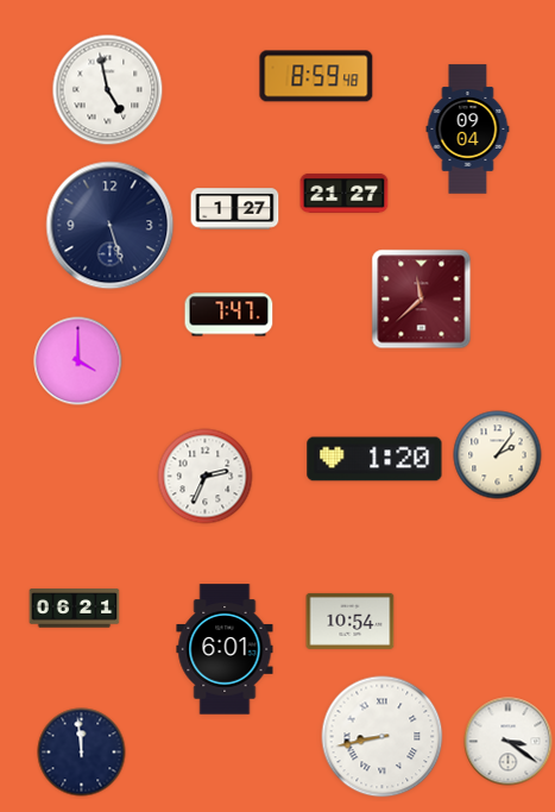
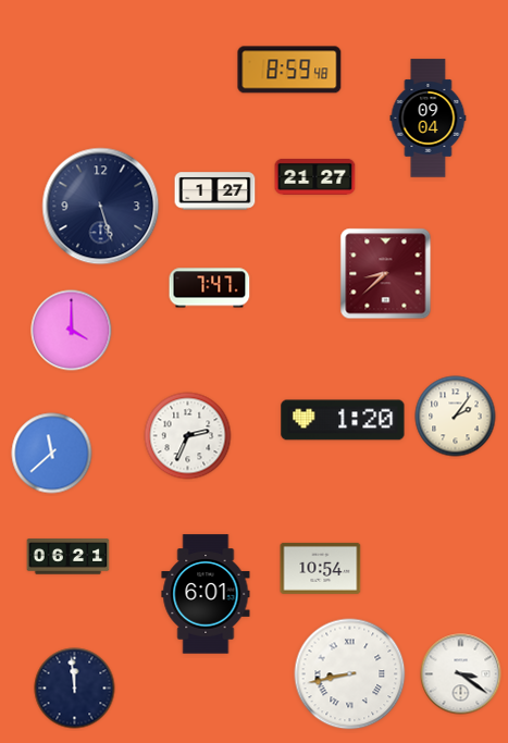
clock at (108, 90): 4:58 -> none
clock at (422, 300): 11:38 -> 8:38
clock at (52, 454): none -> 11:38
clock at (509, 742) position: (509, 742) -> (461, 674)
